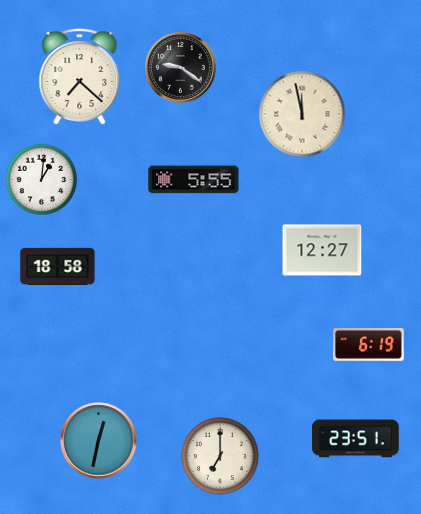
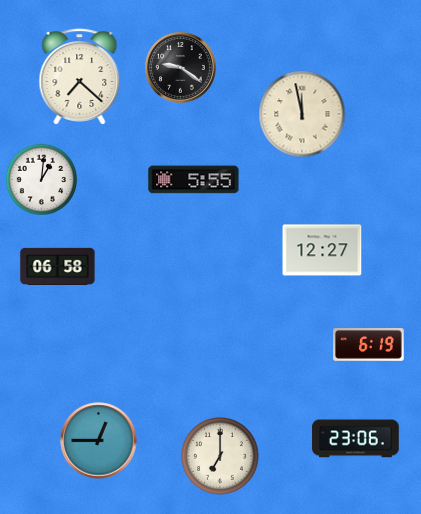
clock at (58, 266): 18:58 -> 06:58
clock at (356, 439): 23:51 -> 23:06
clock at (99, 441): 12:32 -> 12:45
